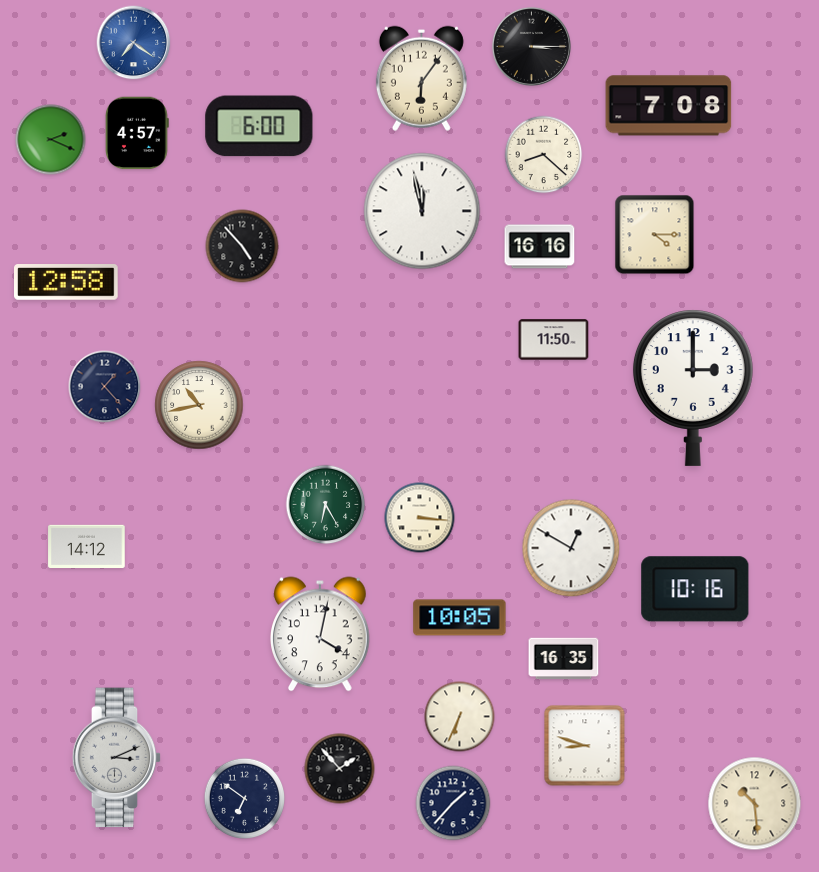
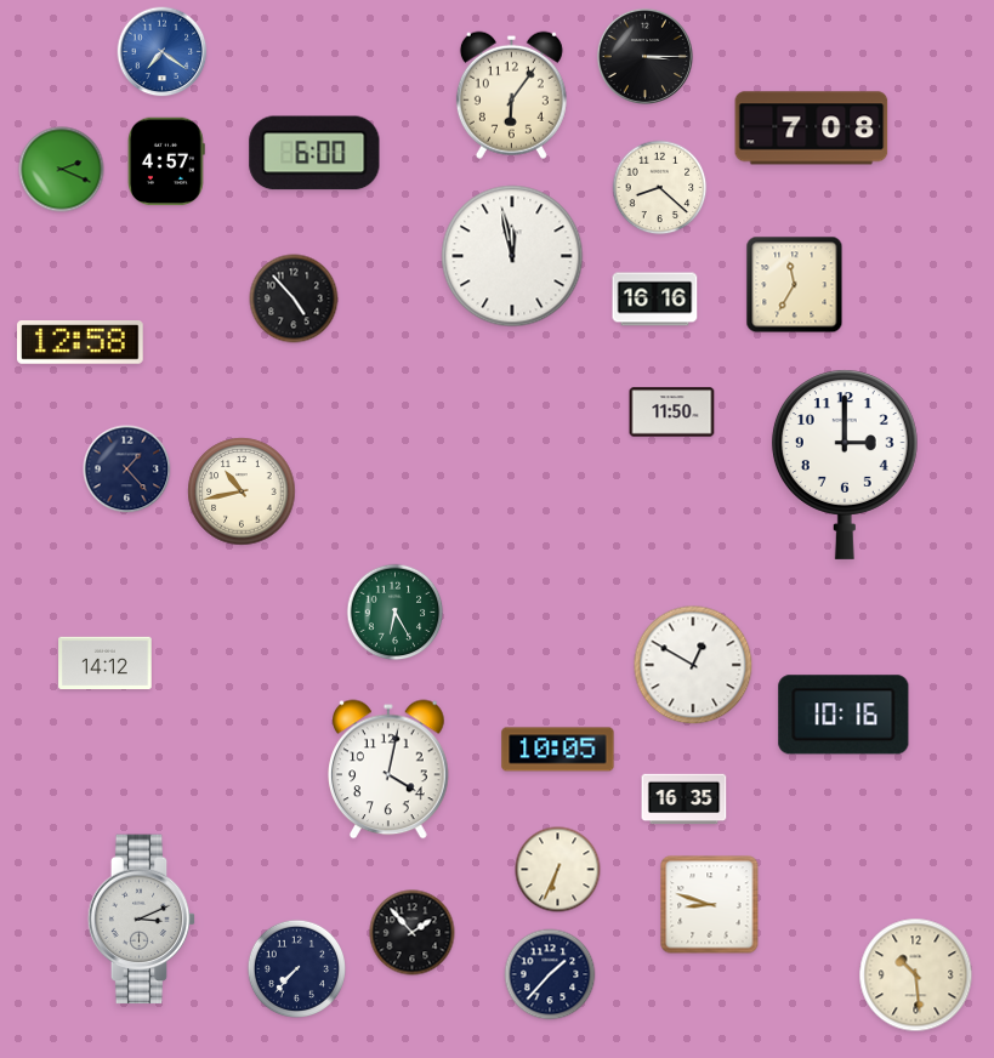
clock at (655, 235): 4:15 -> 11:35
clock at (693, 388) position: (693, 388) -> (845, 465)
clock at (420, 518): 3:16 -> none
clock at (244, 798): 6:51 -> 7:37
